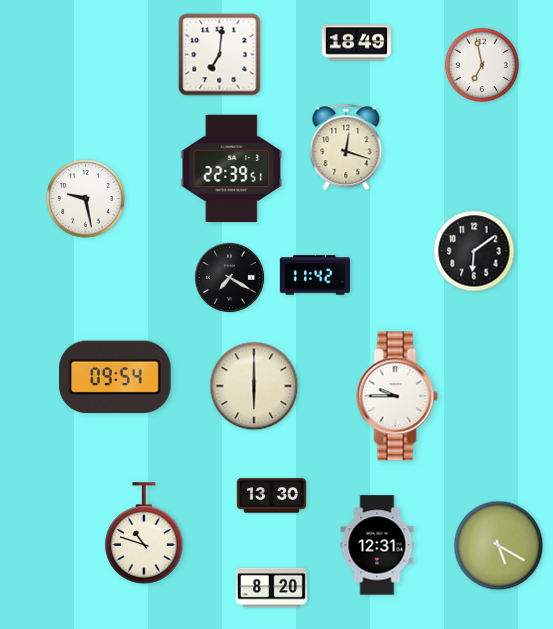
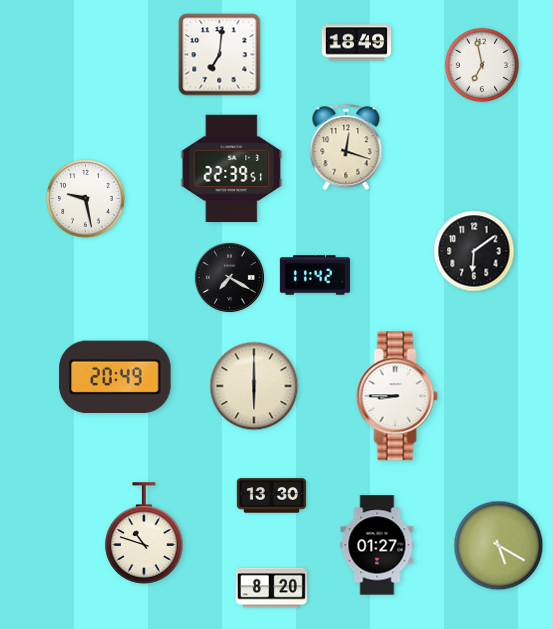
clock at (115, 377): 09:54 -> 20:49
clock at (397, 396): 9:45 -> 8:45
clock at (377, 545): 12:31 -> 01:27
